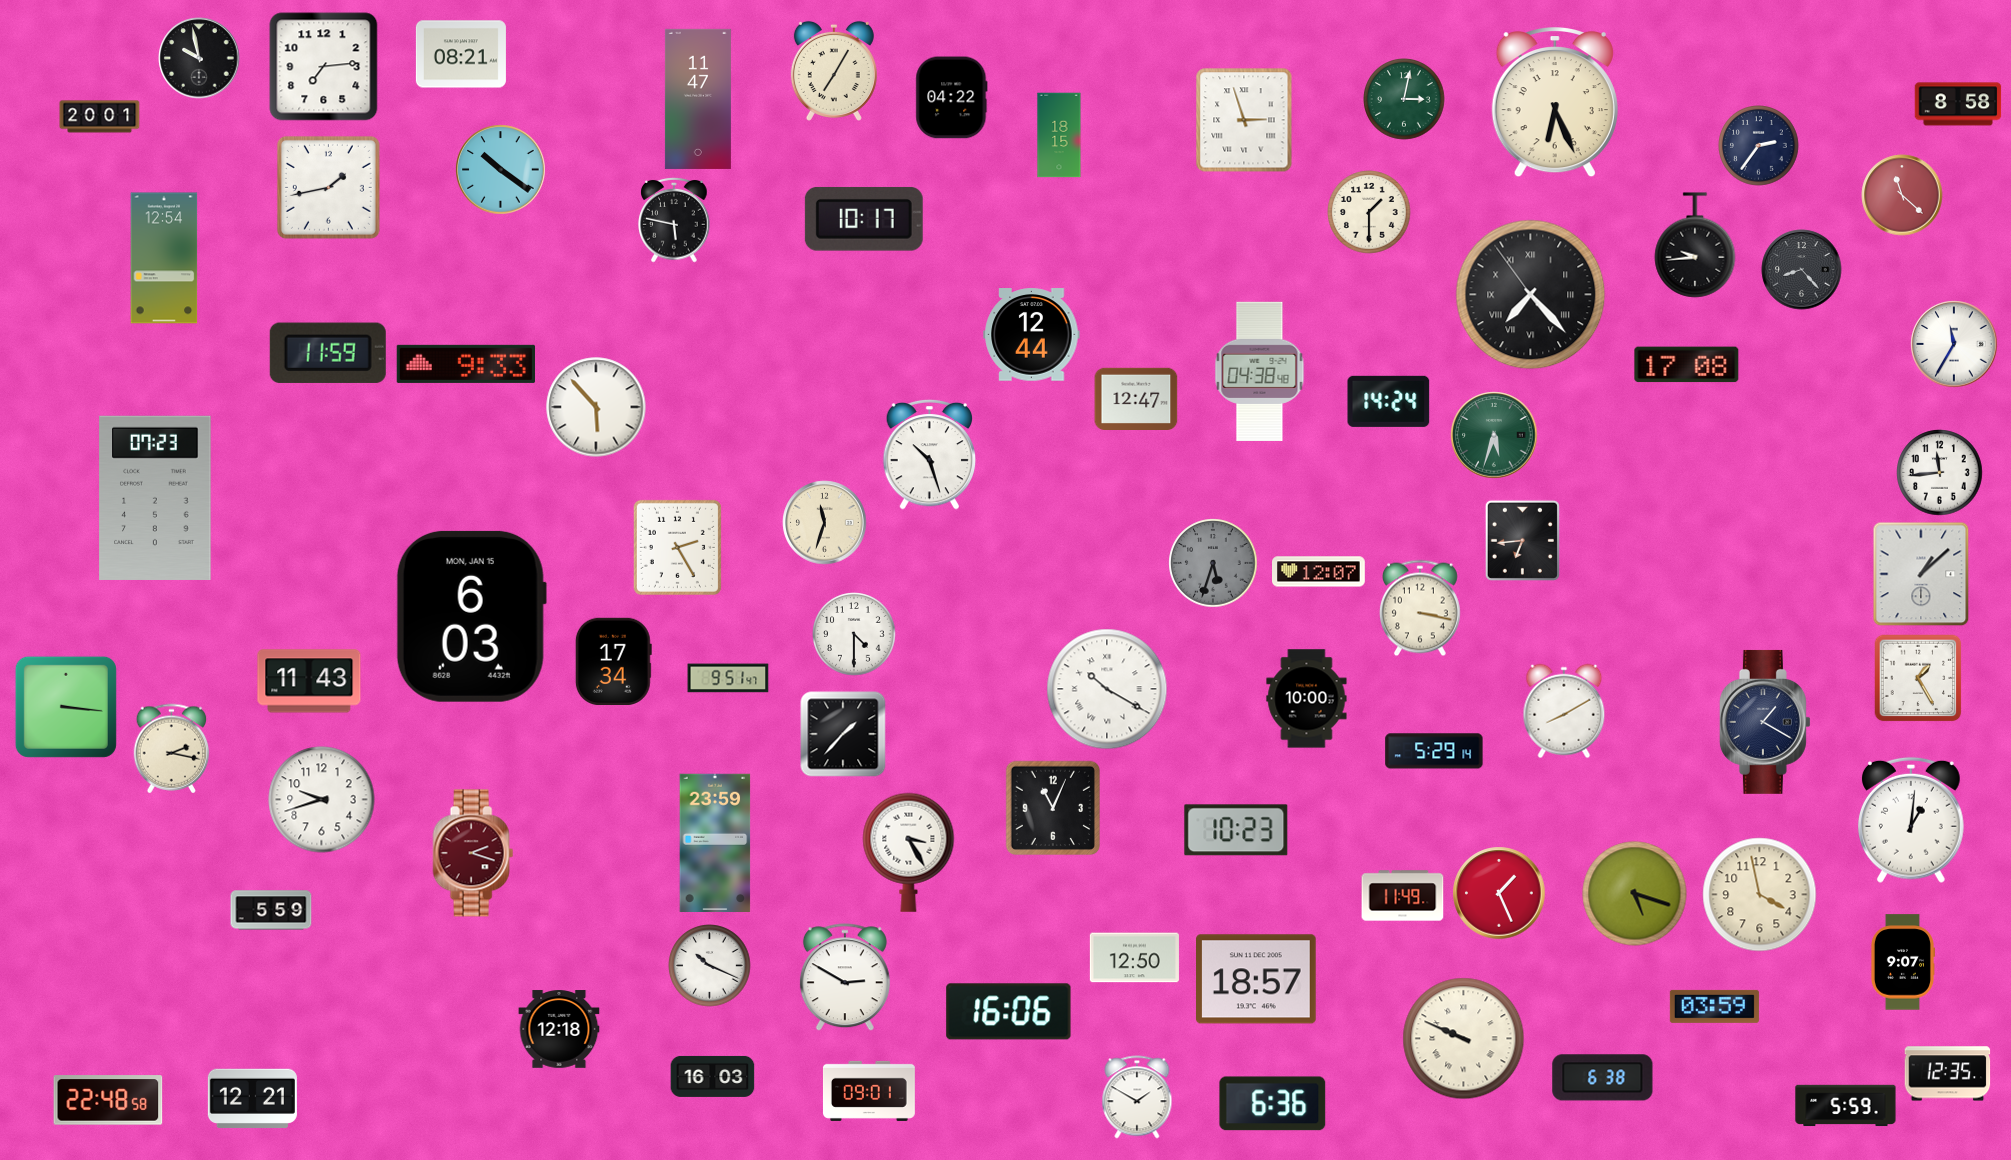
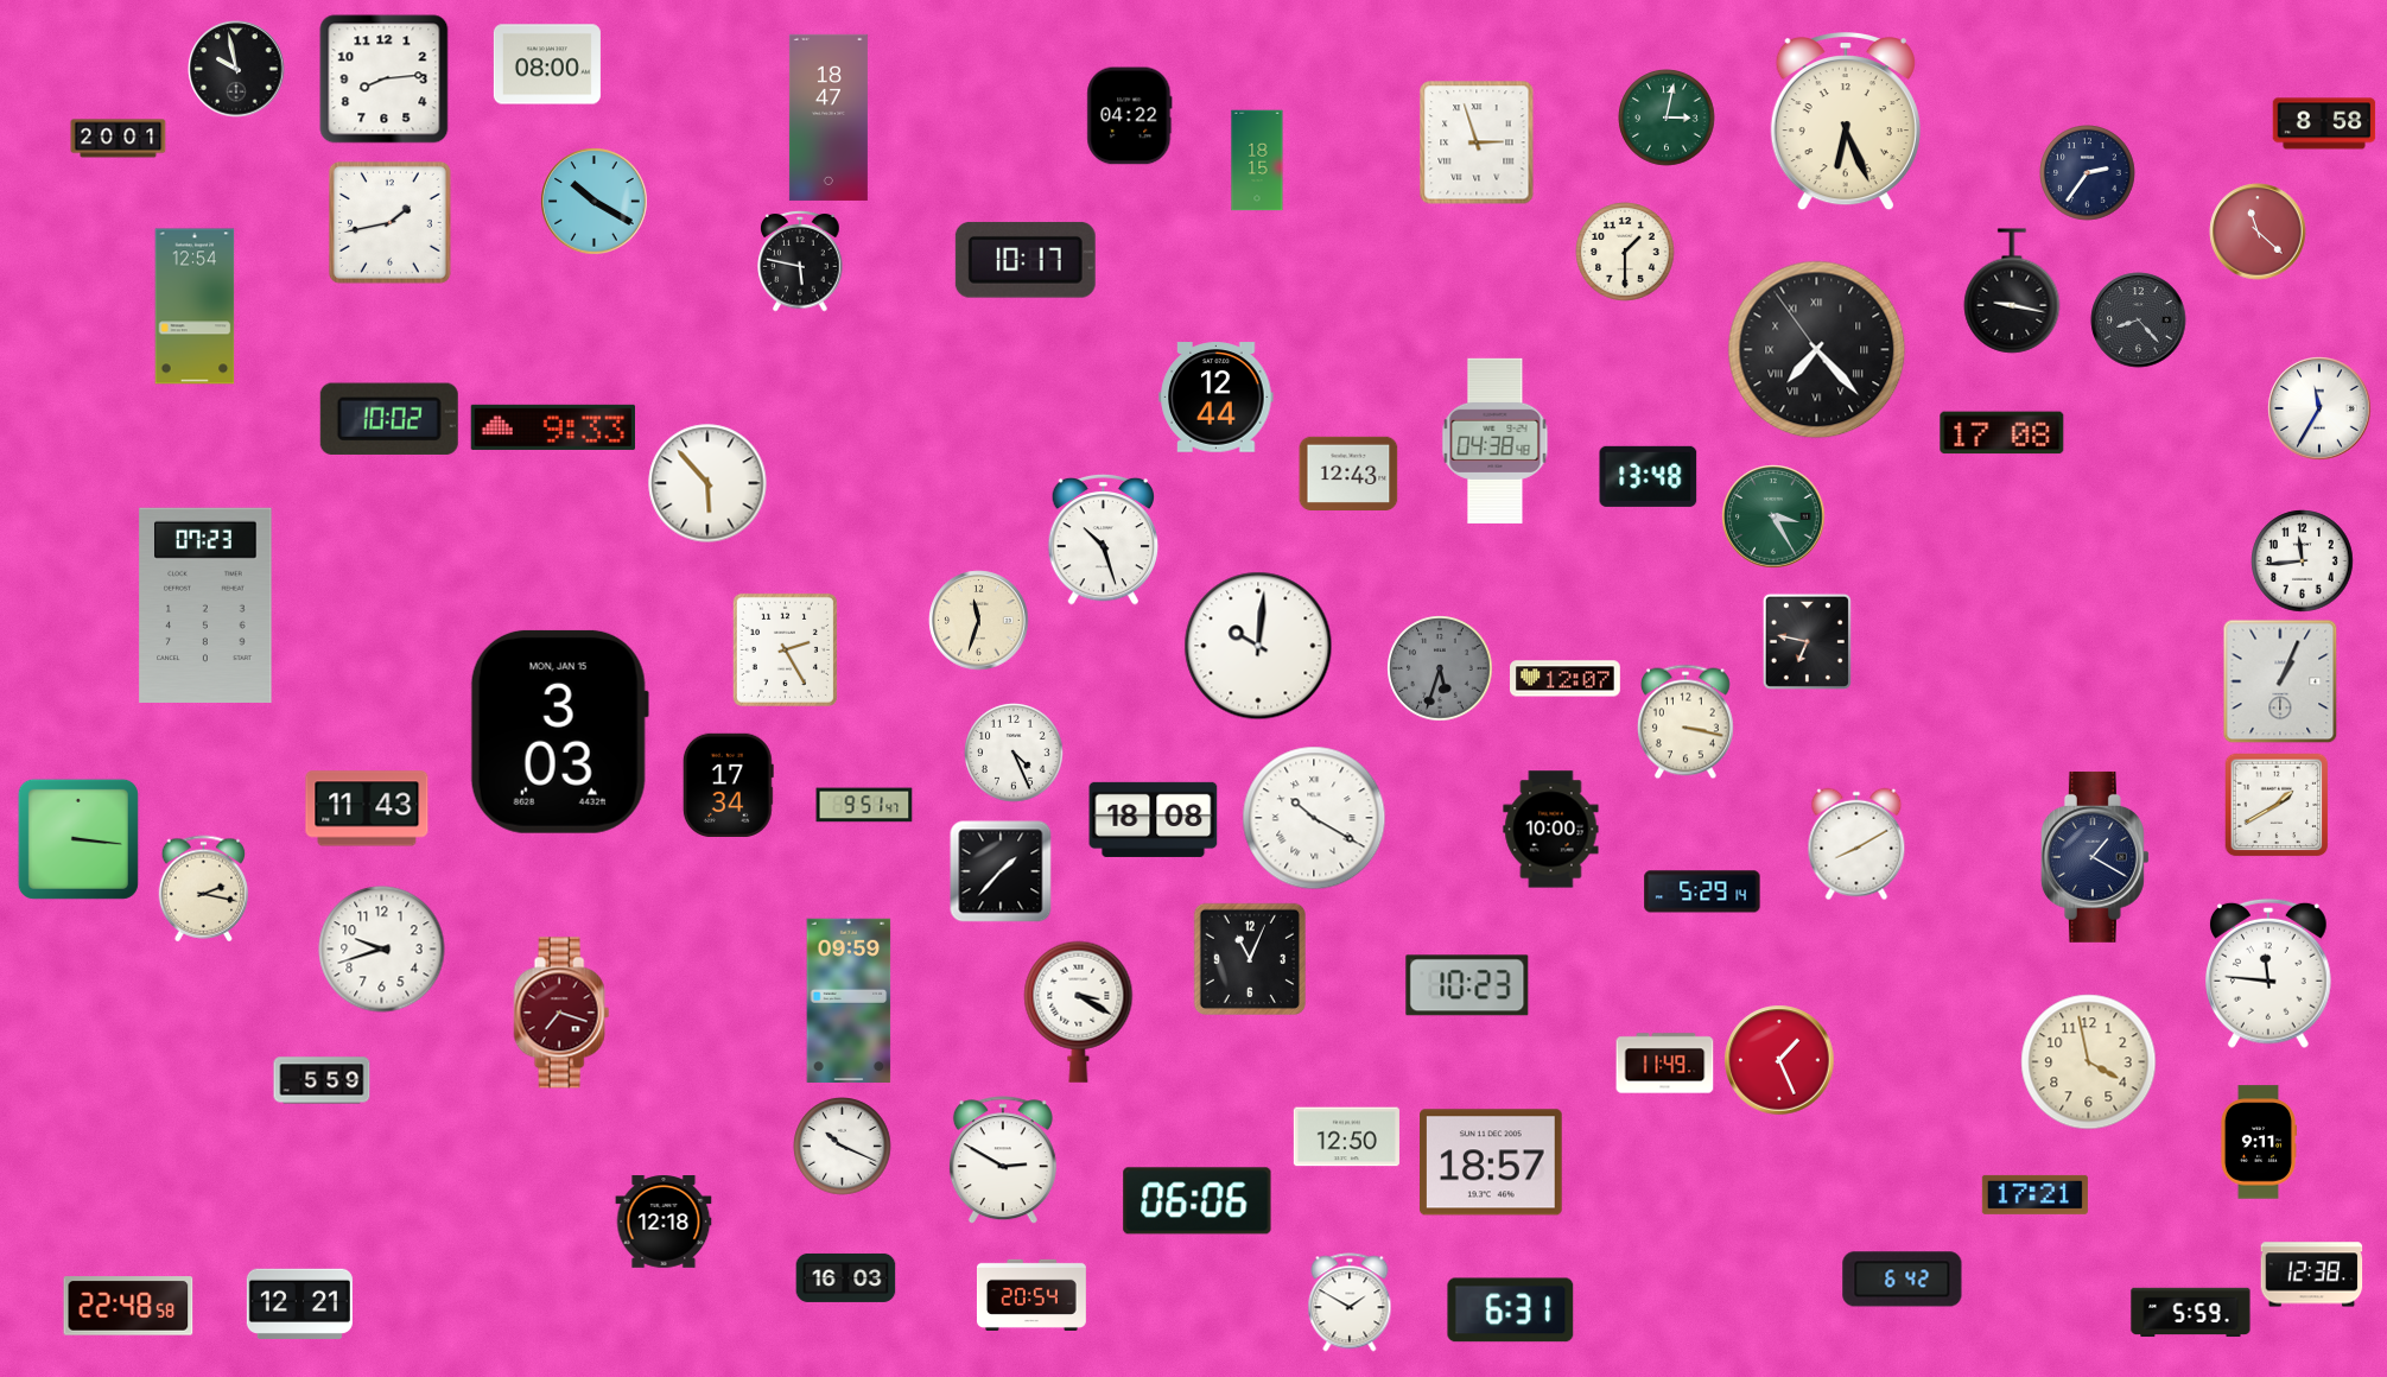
clock at (461, 54): 08:21 -> 08:00
clock at (324, 67): 7:14 -> 8:14
clock at (834, 71): 7:05 -> none
clock at (698, 99): 11:47 -> 18:47
clock at (501, 170): 10:21 -> 10:20
clock at (1695, 245): 9:44 -> 9:17
clock at (1032, 335) position: (1032, 335) -> (1217, 398)
clock at (328, 353): 11:59 -> 10:02
clock at (465, 364) position: (465, 364) -> (552, 427)
clock at (1136, 398): 12:47 -> 12:43
clock at (1389, 401): 14:24 -> 13:48
clock at (1494, 435): 5:33 -> 3:25
clock at (155, 498) position: (155, 498) -> (205, 605)
clock at (1522, 540): 6:44 -> 6:47
clock at (1258, 646): none -> 10:01
clock at (677, 547) position: (677, 547) -> (785, 649)
clock at (1921, 574): 1:08 -> 1:04
clock at (471, 616): 6:03 -> 3:03
clock at (854, 634): 4:30 -> 4:26
clock at (1918, 678): 1:25 -> 1:40
clock at (1154, 819): none -> 18:08
clock at (1912, 820): 1:01 -> 11:46
clock at (715, 843): 23:59 -> 09:59
clock at (909, 852): 3:25 -> 3:20
clock at (473, 853): 2:18 -> 7:18
clock at (1635, 894): 5:18 -> none
clock at (1902, 962): 9:07 -> 9:11
clock at (1714, 1006): 03:59 -> 17:21
clock at (1009, 1012): 16:06 -> 06:06
clock at (1464, 1039): 9:49 -> none
clock at (1948, 1074): 12:35 -> 12:38
clock at (1603, 1078): 6:38 -> 6:42
clock at (869, 1091): 09:01 -> 20:54
clock at (1273, 1104): 6:36 -> 6:31
